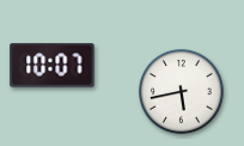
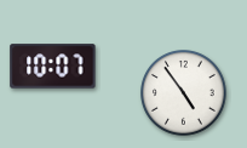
clock at (182, 92): 5:43 -> 4:54
